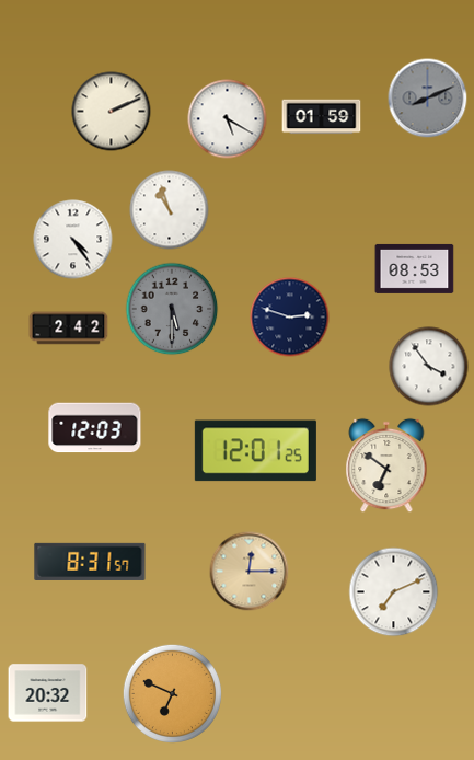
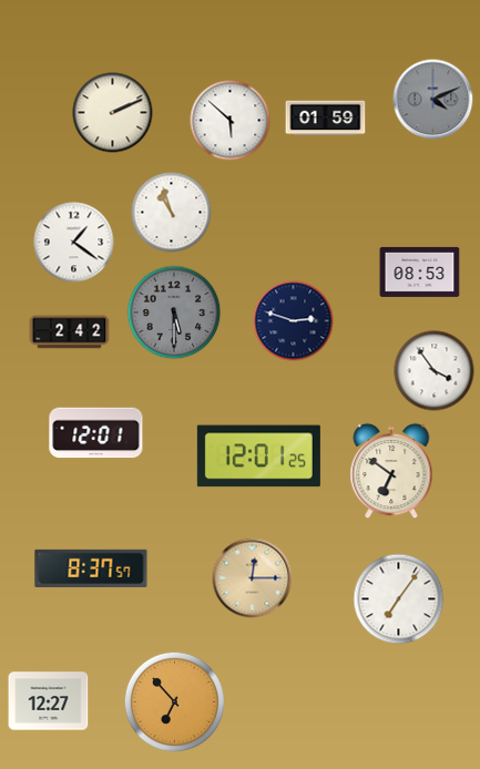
clock at (428, 99): 8:11 -> 4:11
clock at (228, 119): 5:20 -> 5:52
clock at (73, 240): 4:24 -> 1:21
clock at (95, 428): 12:03 -> 12:01
clock at (90, 561): 8:31 -> 8:37
clock at (394, 592): 7:11 -> 7:06
clock at (48, 693): 20:32 -> 12:27
clock at (172, 693): 6:49 -> 6:53
